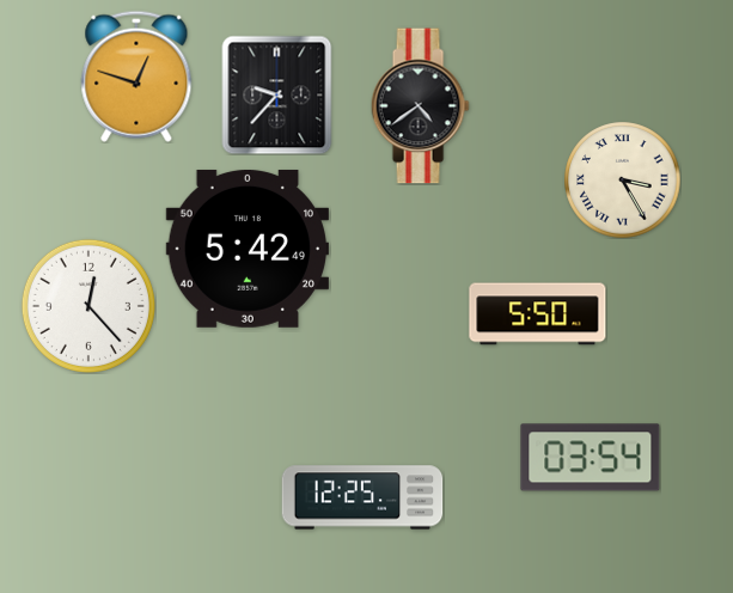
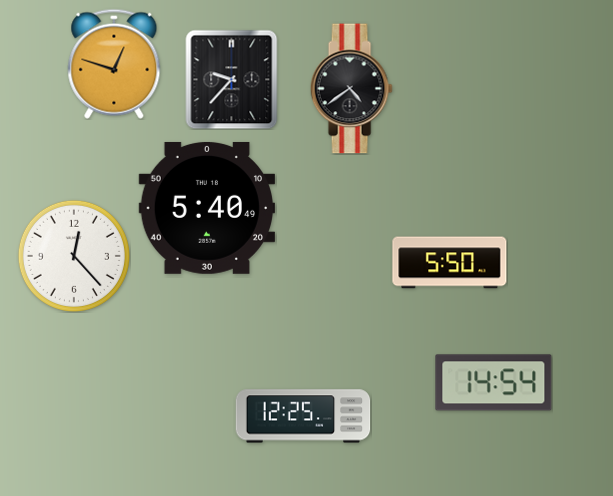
clock at (623, 181): 3:25 -> none
clock at (248, 249): 5:42 -> 5:40
clock at (591, 458): 03:54 -> 14:54
